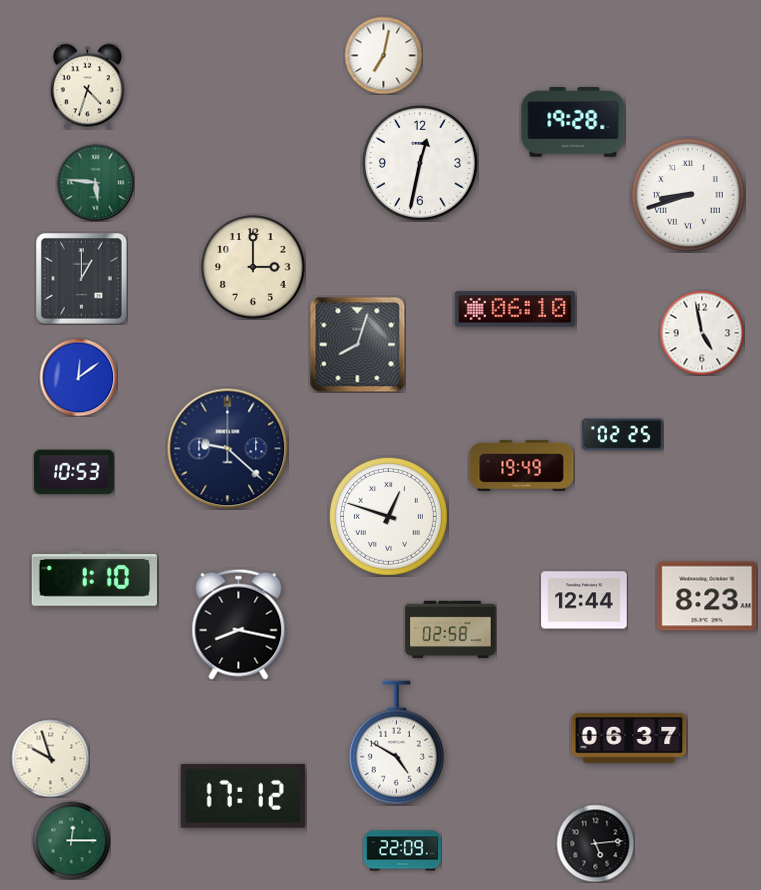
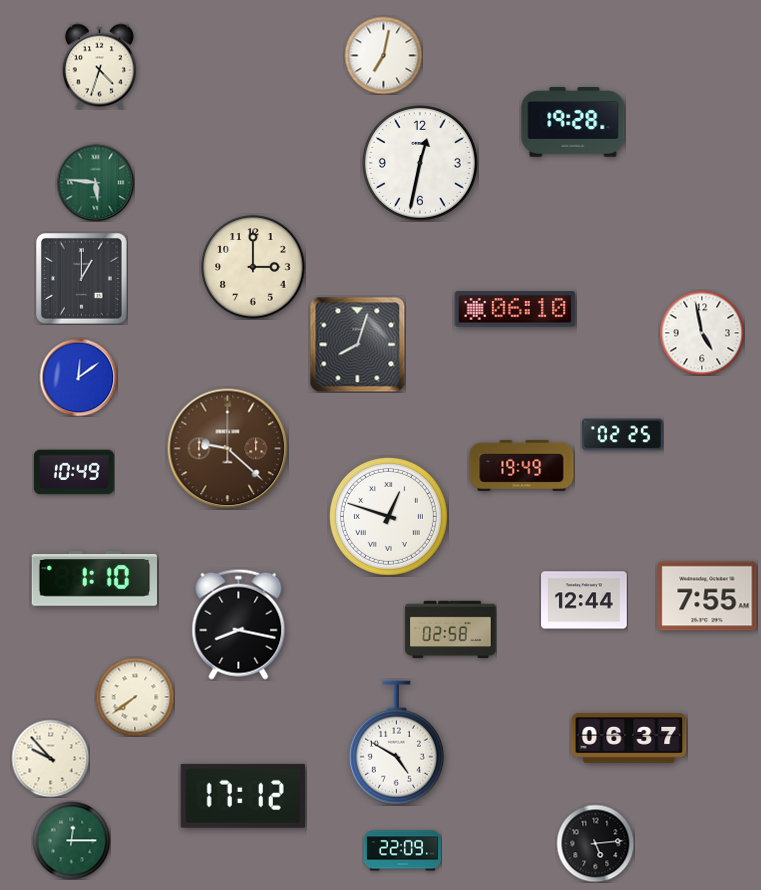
clock at (87, 86) position: (87, 86) -> (99, 66)
clock at (689, 196): 8:42 -> none
clock at (228, 449) dial: navy -> brown
clock at (74, 472): 10:53 -> 10:49
clock at (707, 596): 8:23 -> 7:55
clock at (135, 697): none -> 7:39
clock at (50, 758): 9:57 -> 9:53
